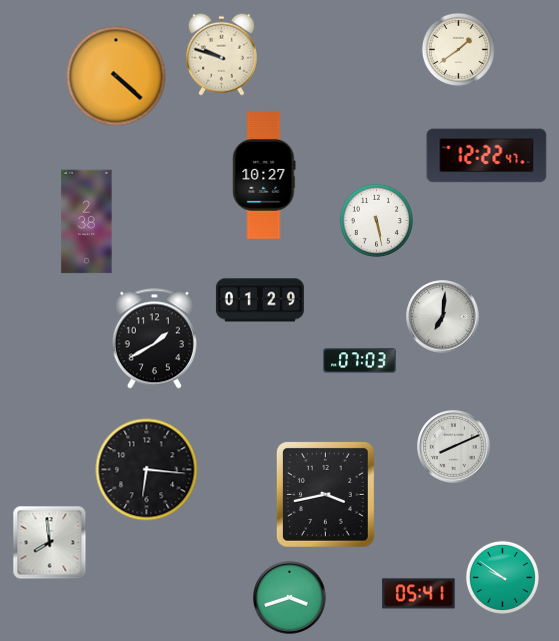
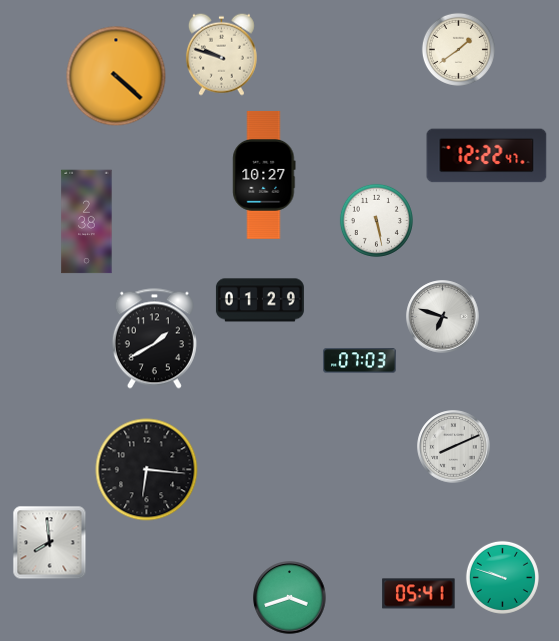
clock at (443, 317): 7:01 -> 6:48
clock at (325, 494): 3:43 -> none
clock at (502, 577): 9:51 -> 9:48
